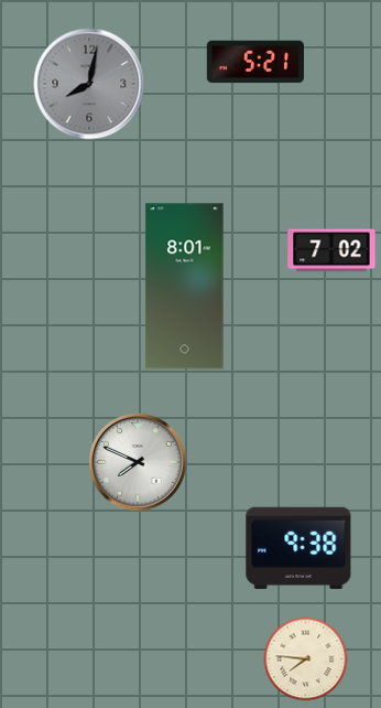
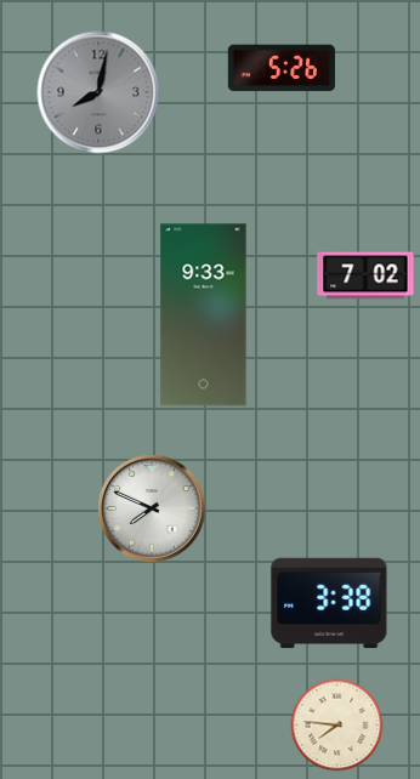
clock at (255, 62): 5:21 -> 5:26
clock at (185, 287): 8:01 -> 9:33
clock at (298, 548): 9:38 -> 3:38
